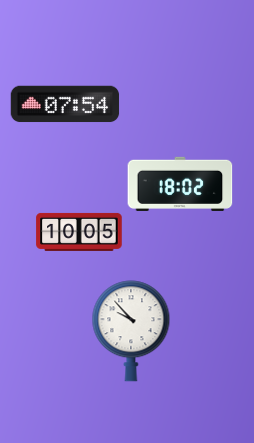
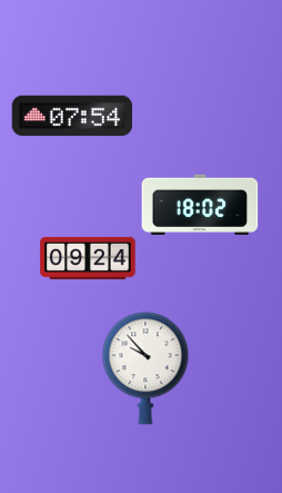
clock at (79, 232): 10:05 -> 09:24
